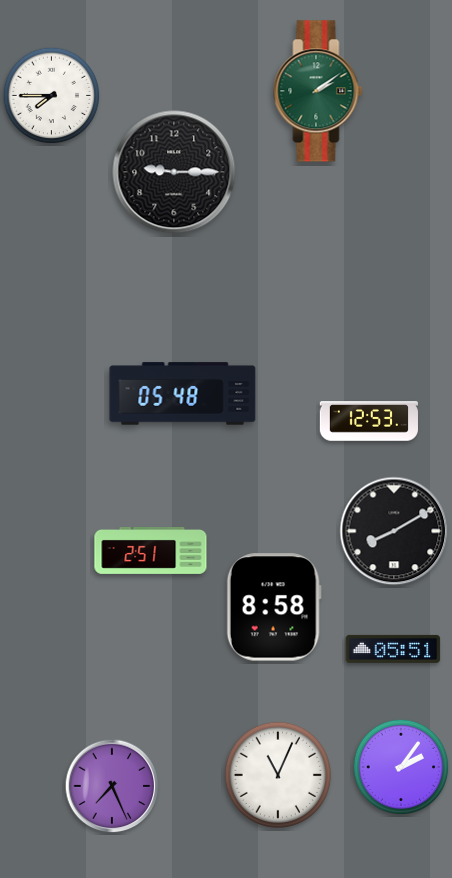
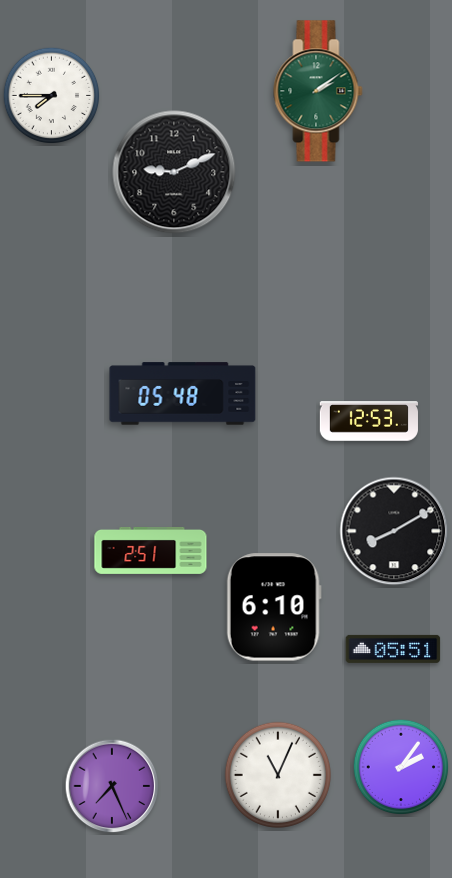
clock at (174, 172): 9:15 -> 9:11
clock at (274, 607): 8:58 -> 6:10
